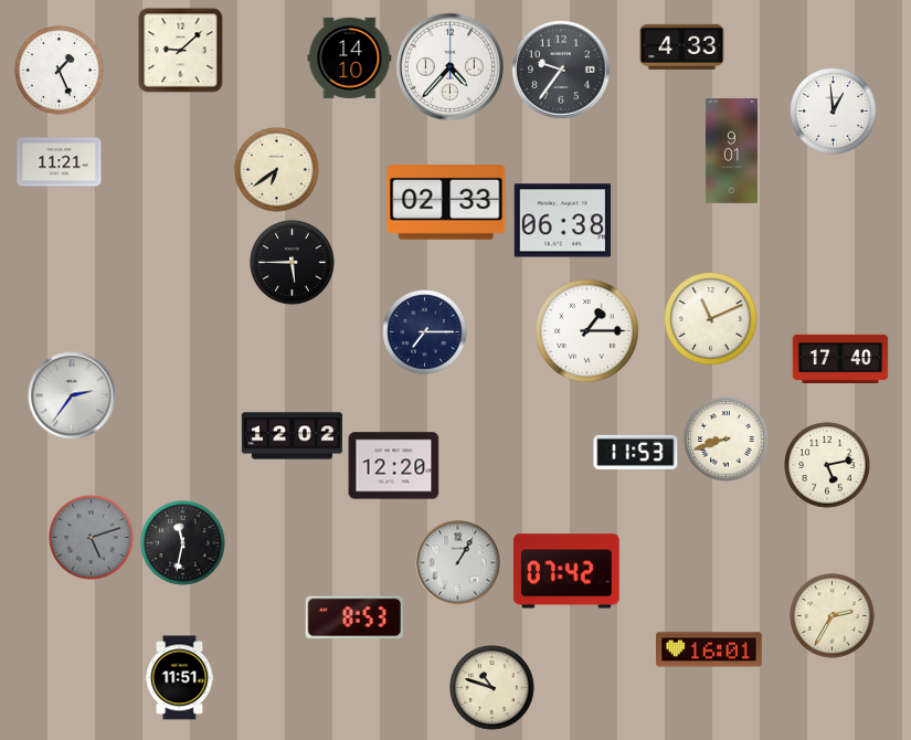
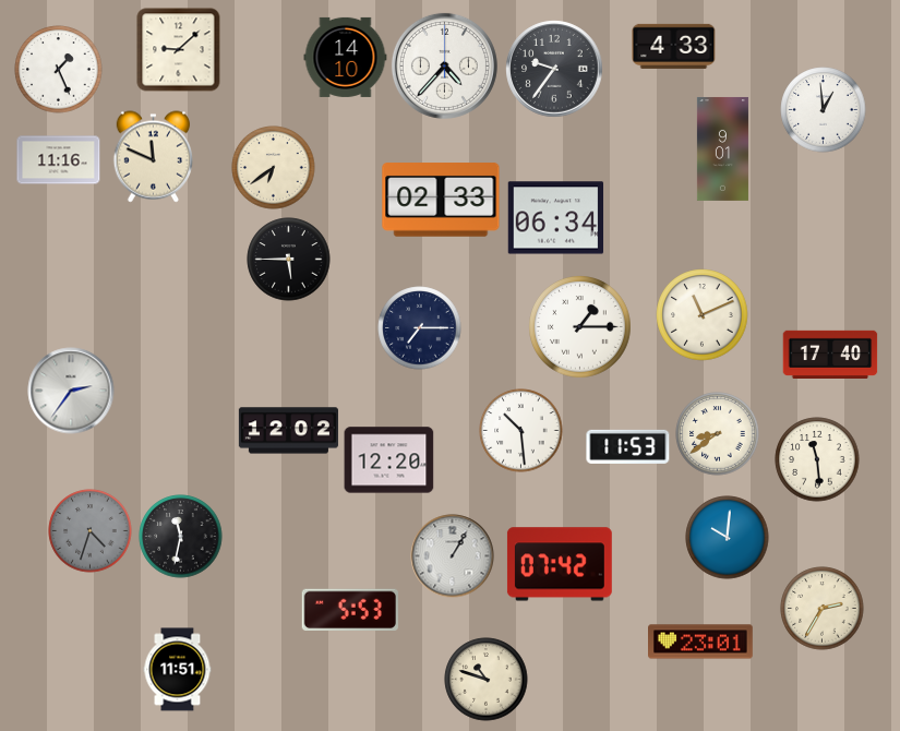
clock at (153, 157): none -> 11:49
clock at (60, 162): 11:21 -> 11:16
clock at (563, 221): 06:38 -> 06:34
clock at (521, 431): none -> 10:29
clock at (727, 440): 8:42 -> 8:39
clock at (827, 465): 5:13 -> 11:29
clock at (92, 538): 5:12 -> 4:33
clock at (728, 538): none -> 10:01
clock at (353, 617): 8:53 -> 5:53
clock at (710, 649): 16:01 -> 23:01
